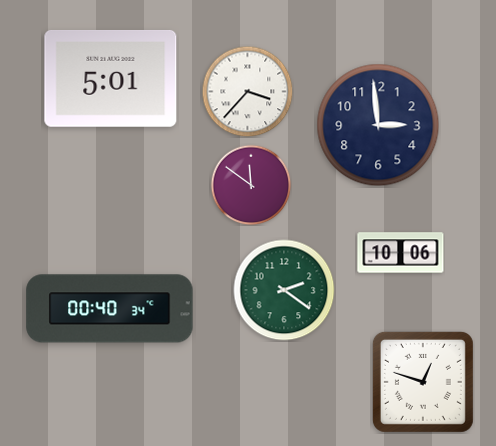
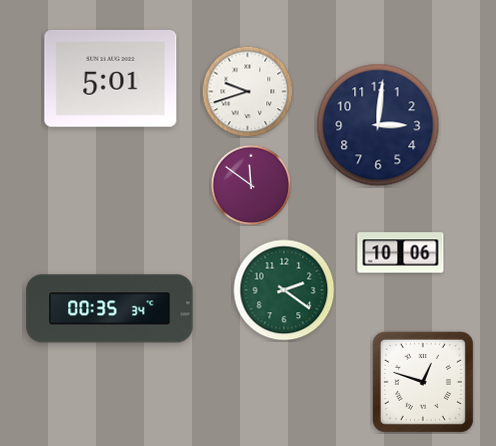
clock at (247, 91): 3:37 -> 9:42
clock at (378, 125): 2:59 -> 3:01
clock at (110, 309): 00:40 -> 00:35
